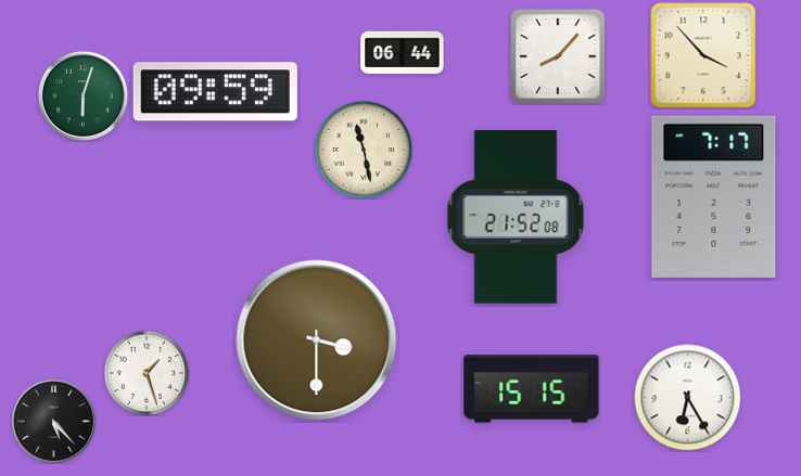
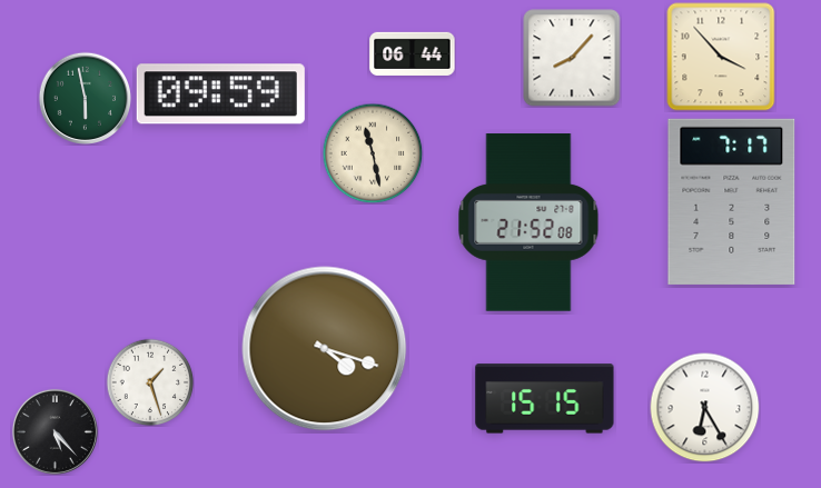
clock at (82, 95): 6:03 -> 5:58
clock at (317, 340): 3:30 -> 4:18
